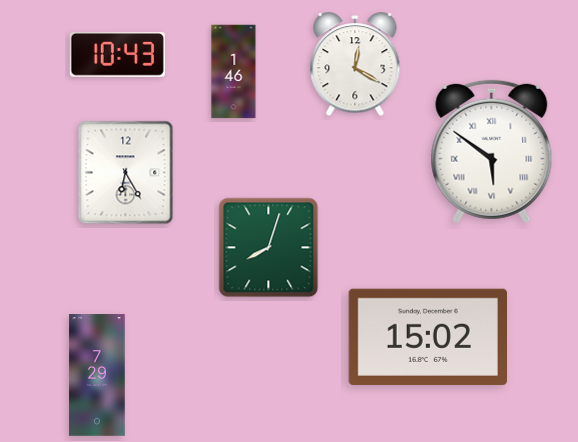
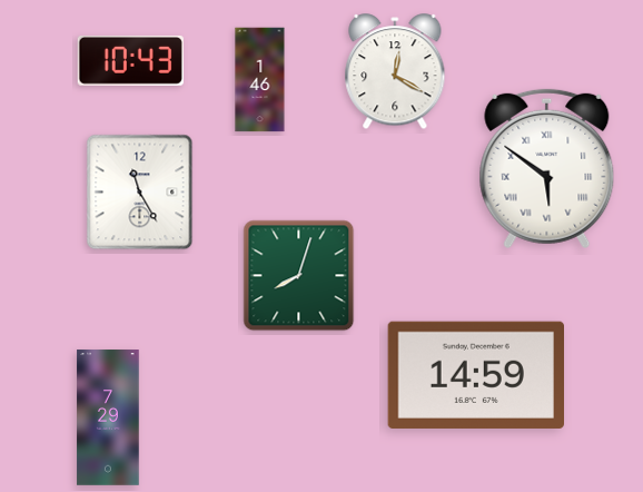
clock at (126, 173): 6:25 -> 11:25
clock at (427, 337): 15:02 -> 14:59
